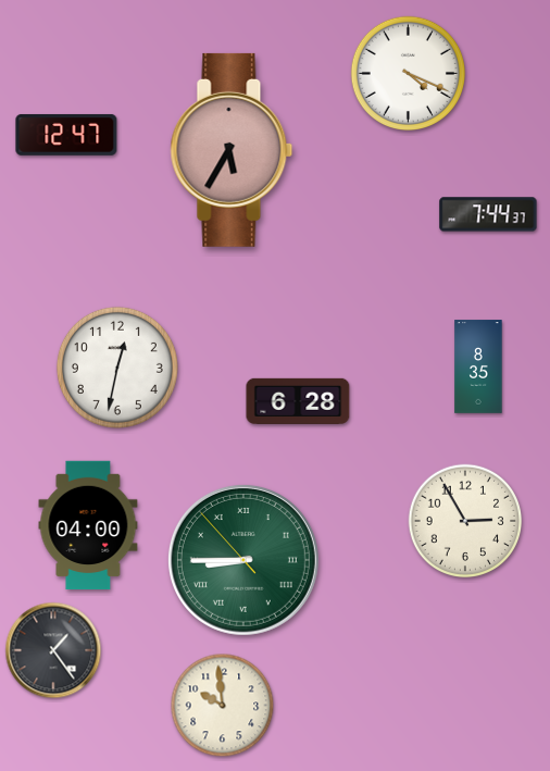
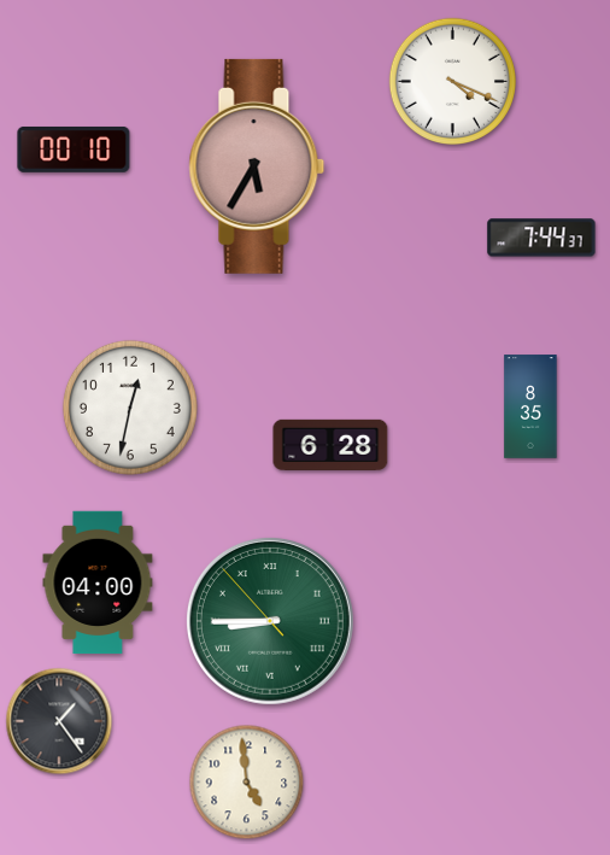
clock at (66, 135): 12:47 -> 00:10
clock at (465, 521): 2:55 -> none
clock at (223, 706): 9:59 -> 4:59
